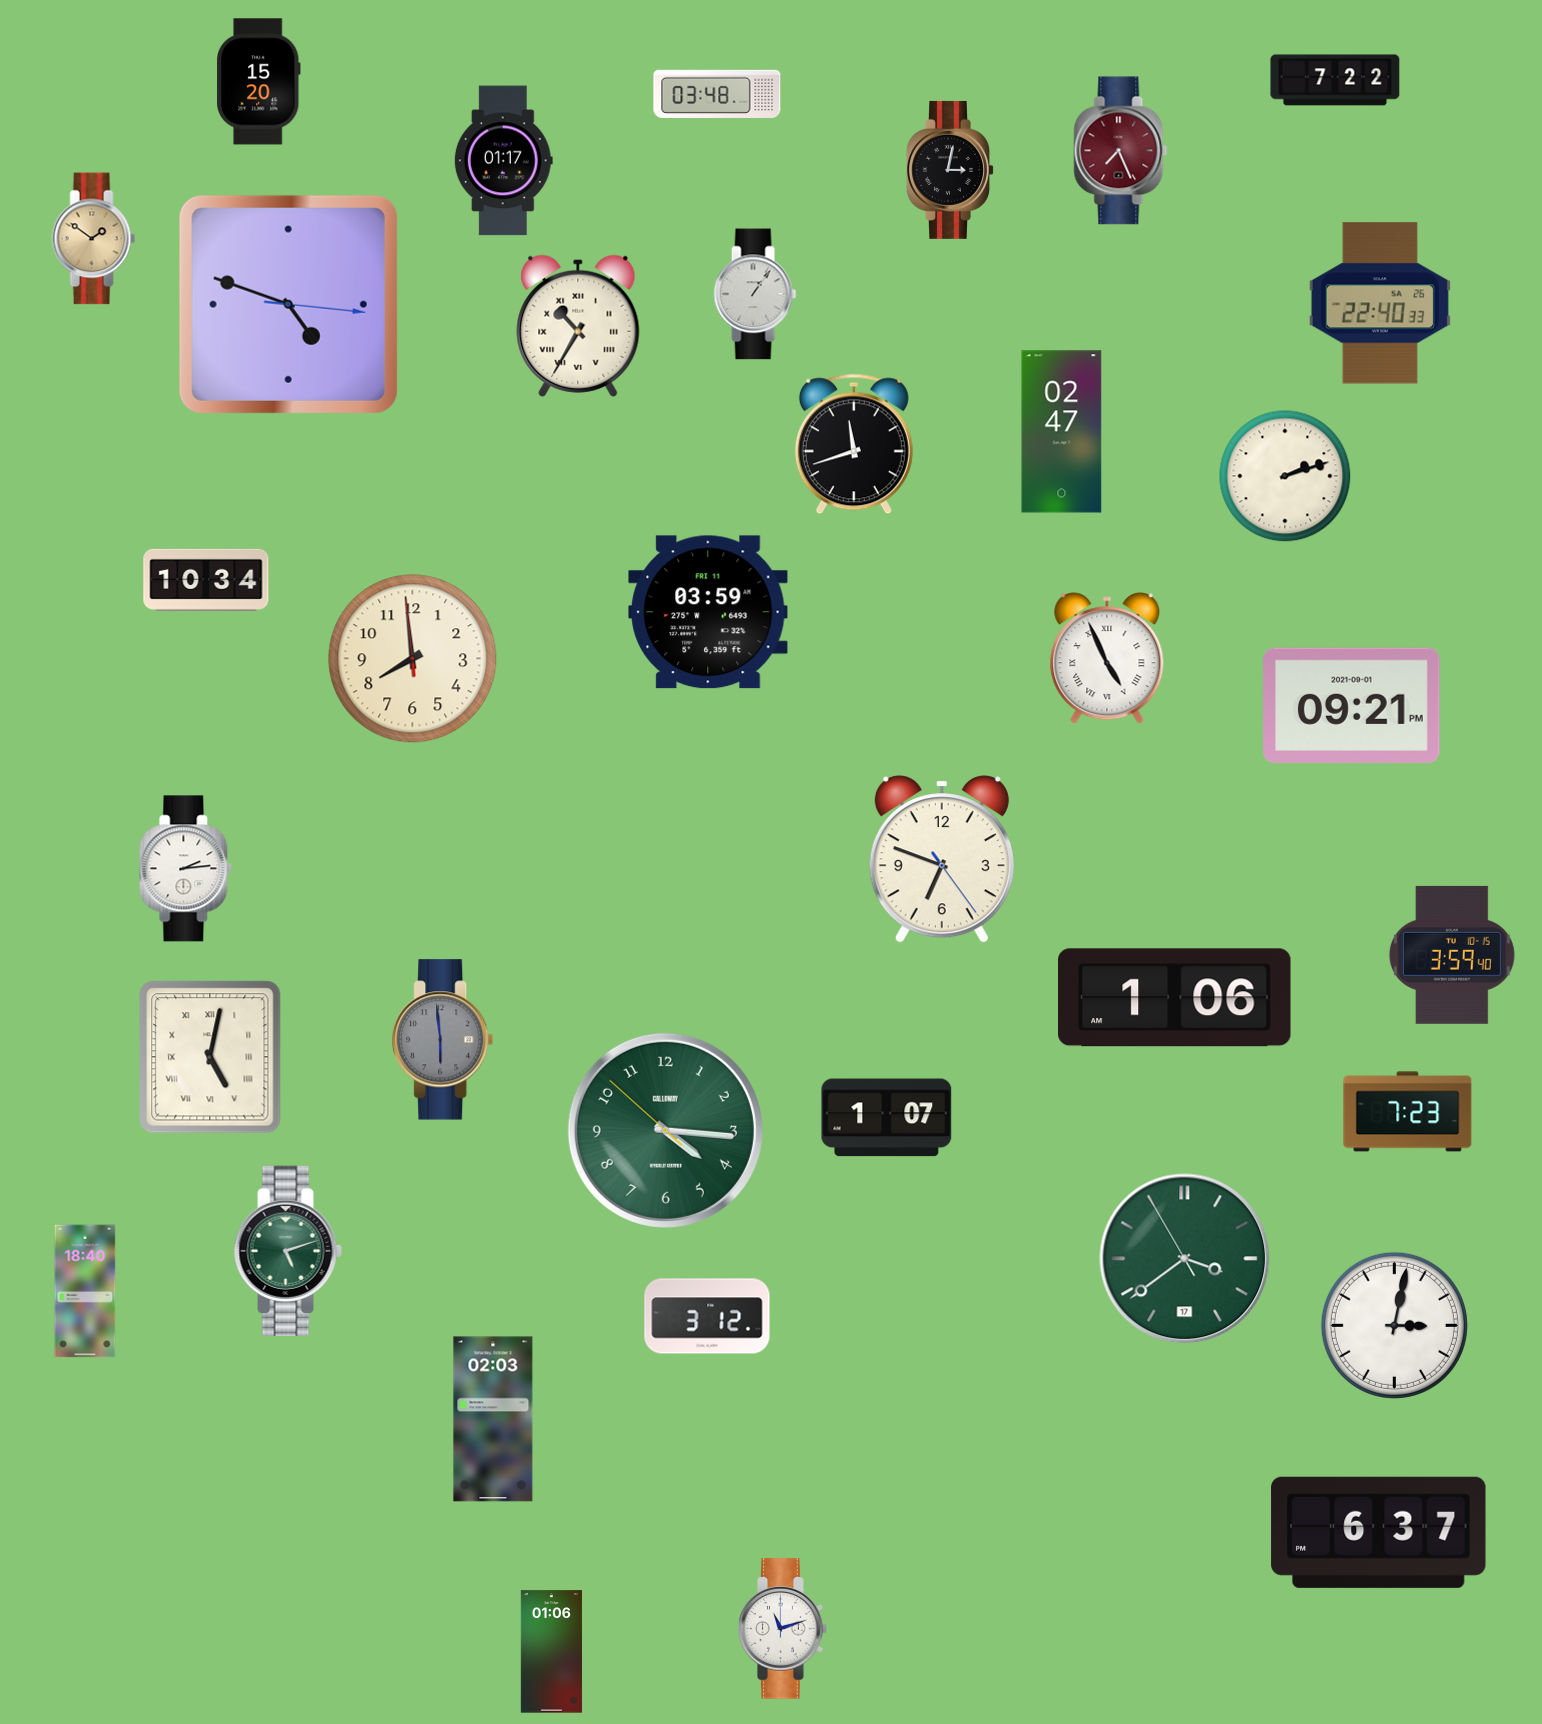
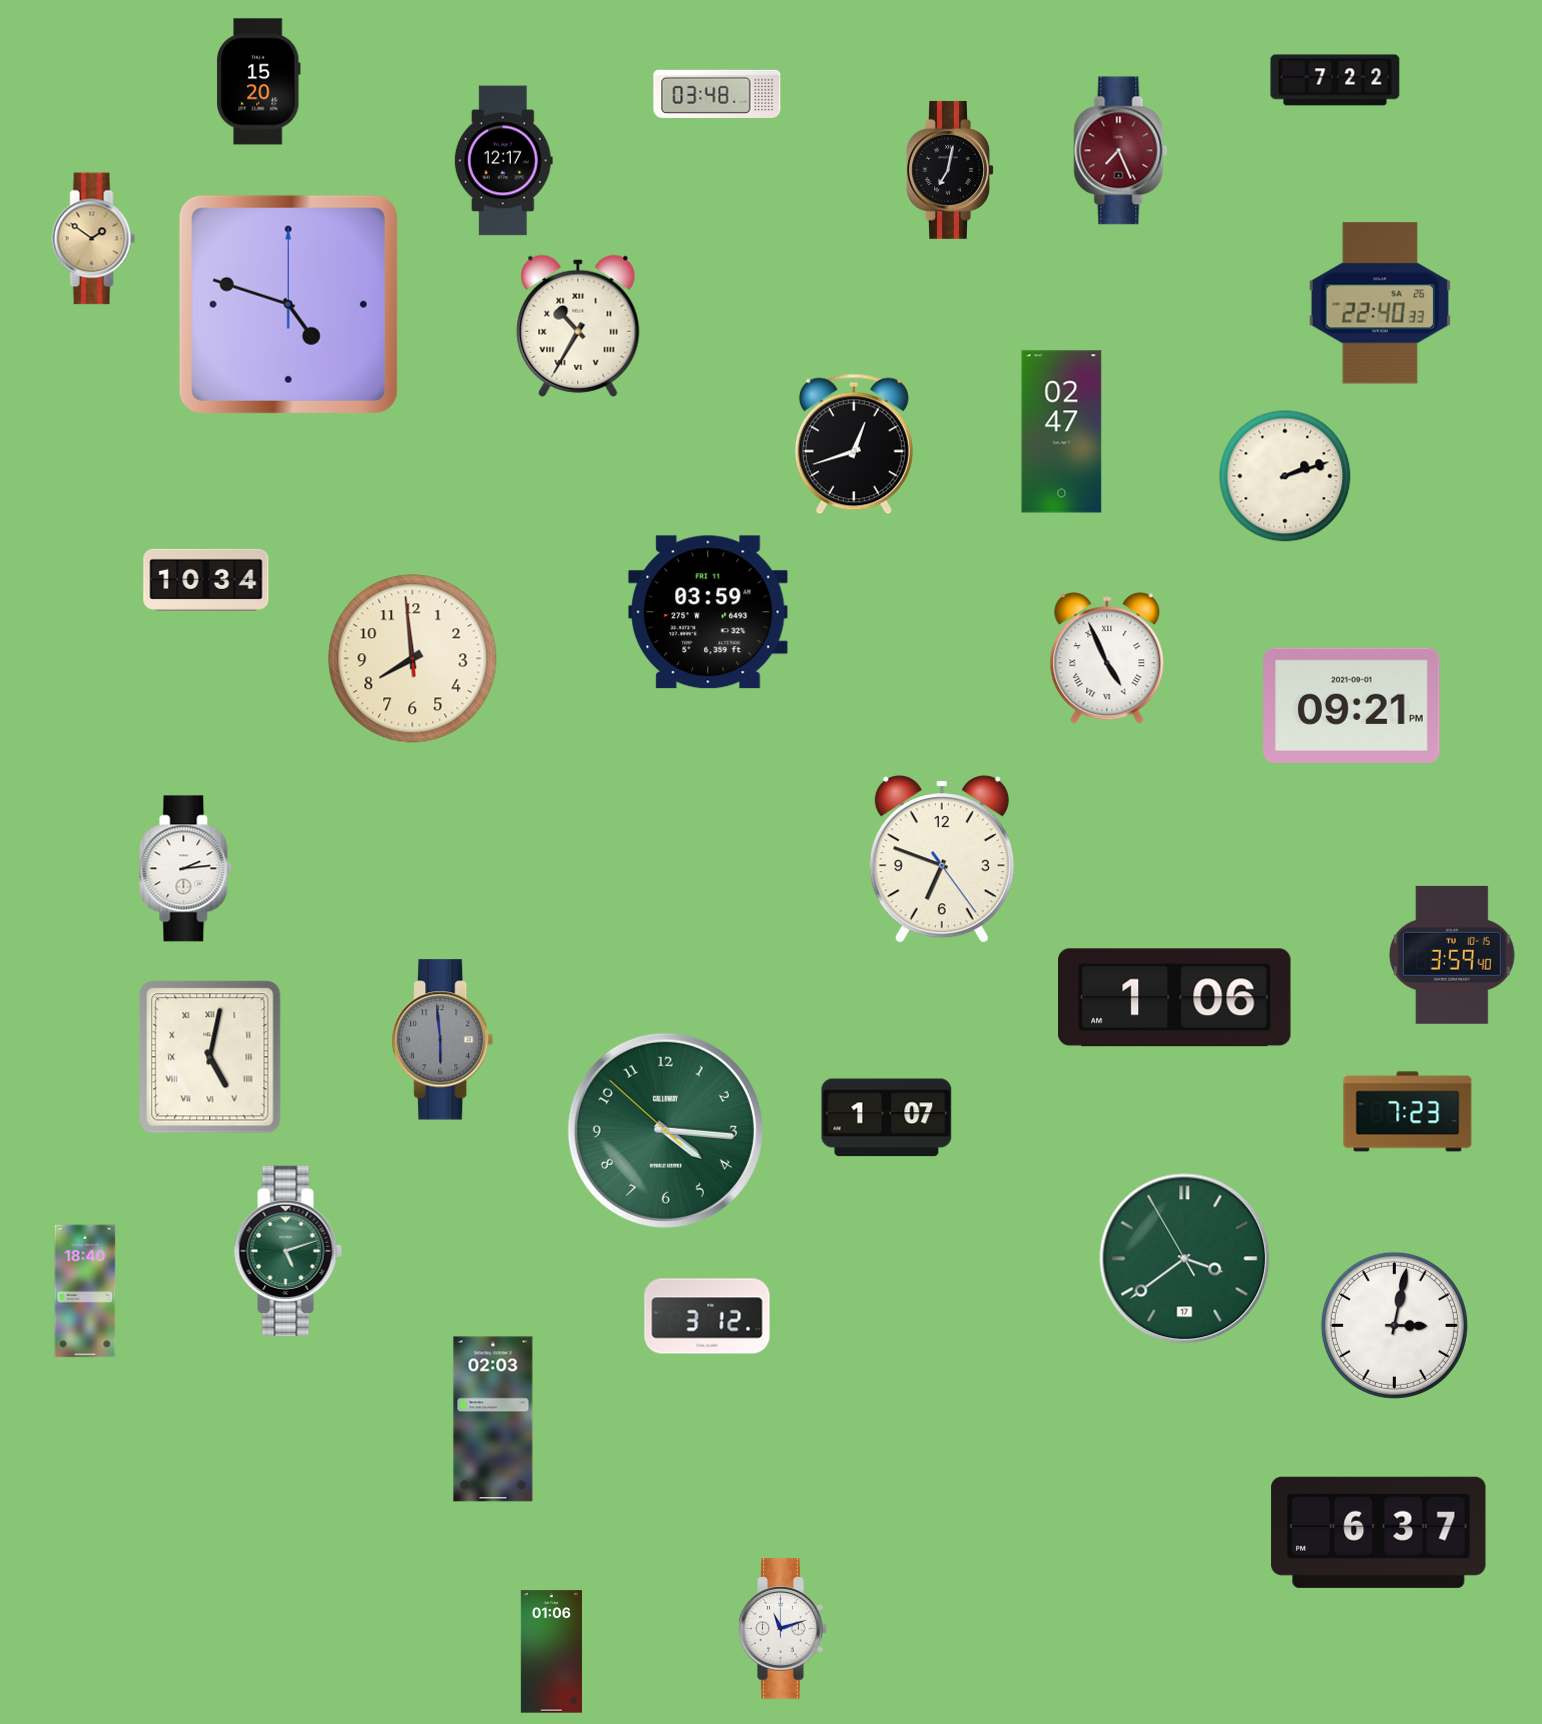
clock at (503, 161): 01:17 -> 12:17
clock at (950, 170): 3:02 -> 7:02
clock at (755, 294): 1:06 -> none
clock at (288, 304): 4:48:16 -> 4:48:00
clock at (854, 444): 11:42 -> 12:42
